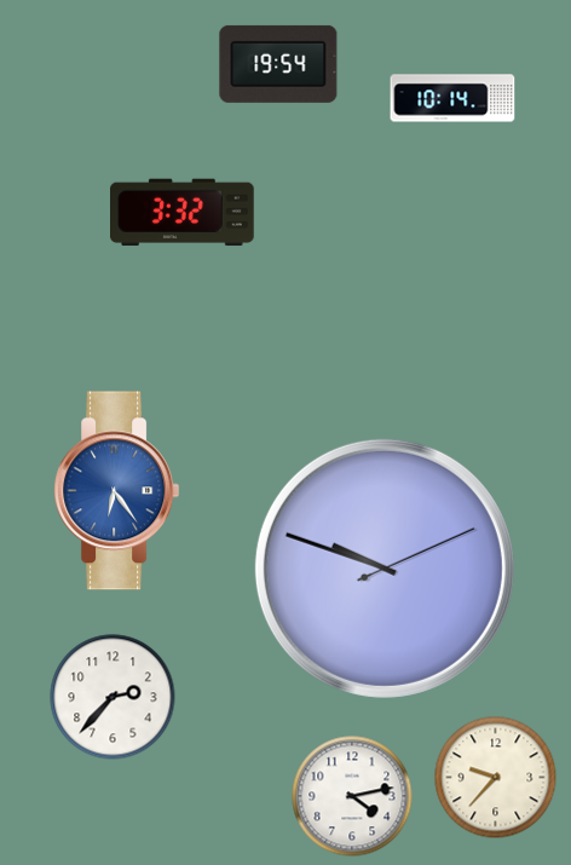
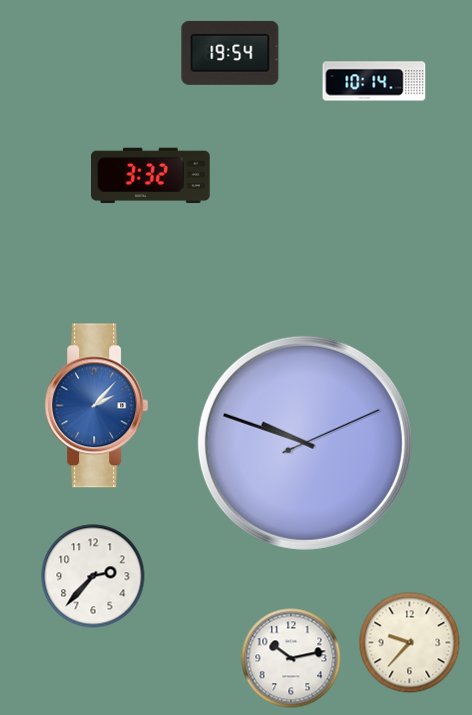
clock at (117, 491): 6:24 -> 2:07
clock at (385, 569) position: (385, 569) -> (305, 443)
clock at (352, 796): 4:13 -> 10:13
